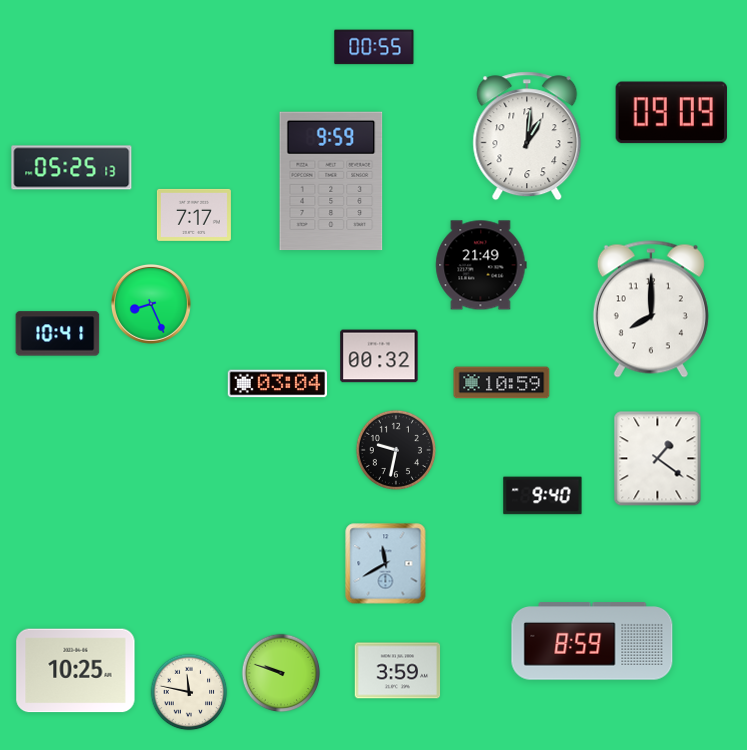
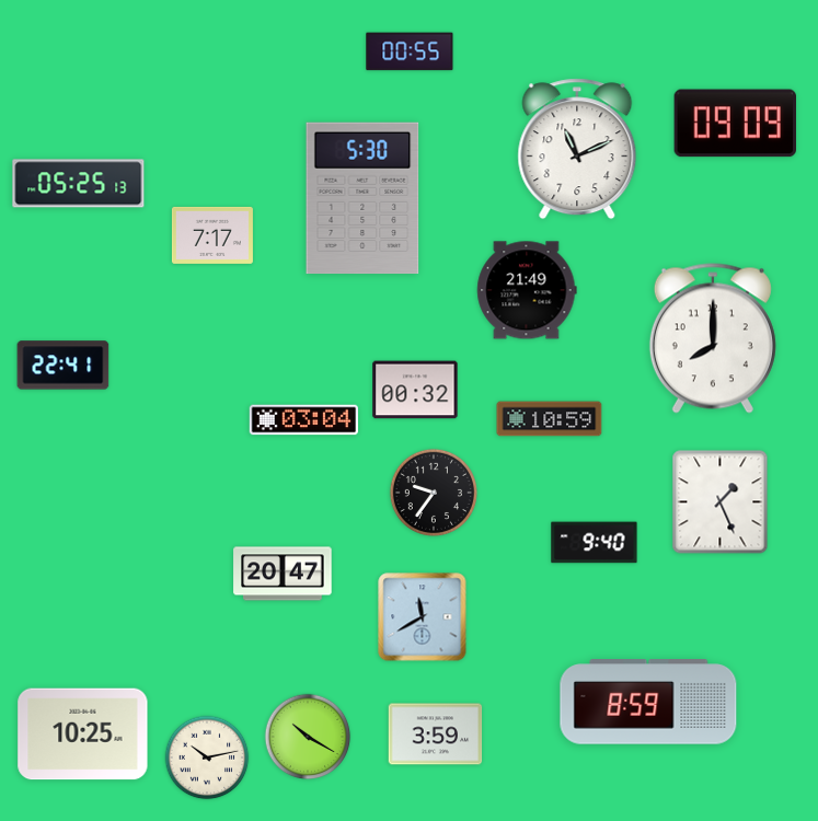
clock at (527, 136): 1:01 -> 11:11
clock at (331, 181): 9:59 -> 5:30
clock at (151, 304): 8:26 -> none
clock at (58, 334): 10:41 -> 22:41
clock at (396, 450): 9:32 -> 9:36
clock at (658, 459): 1:21 -> 1:26
clock at (283, 574): none -> 20:47
clock at (281, 673): 9:48 -> 10:20
clock at (189, 692): 11:47 -> 10:13
